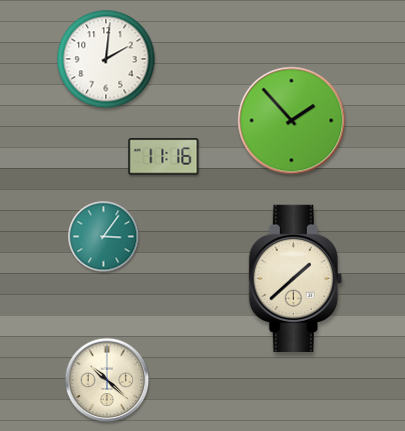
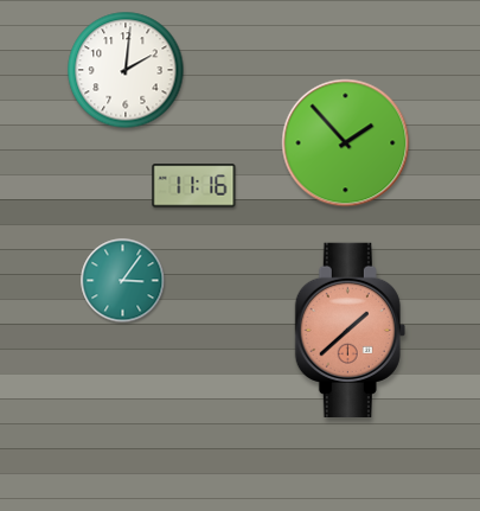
clock at (295, 278) dial: cream -> salmon
clock at (107, 380): 10:22 -> none
